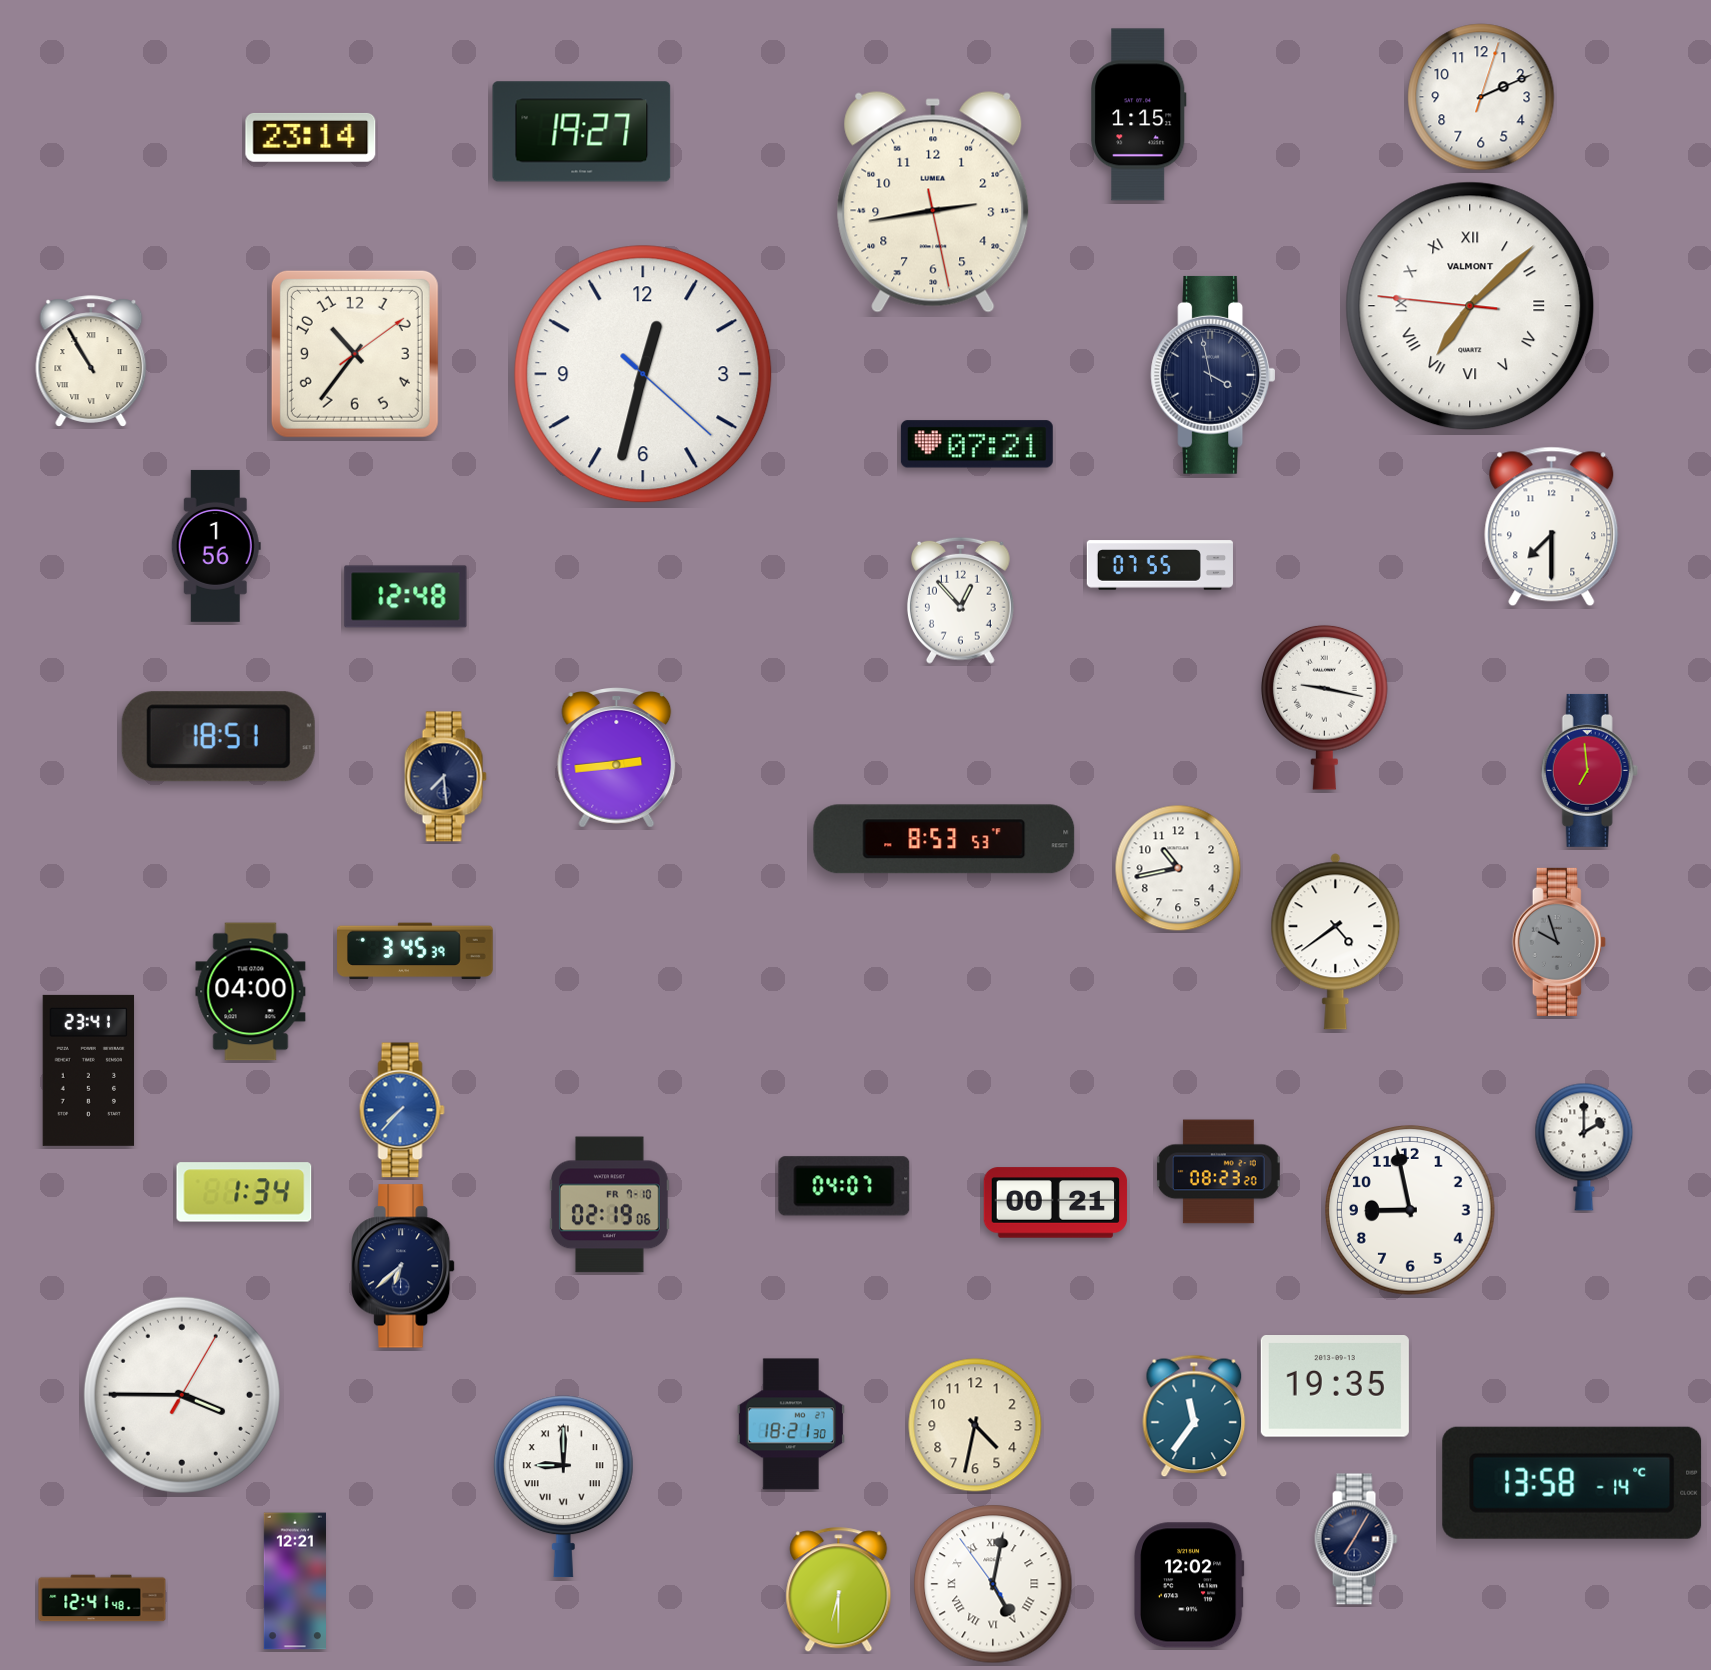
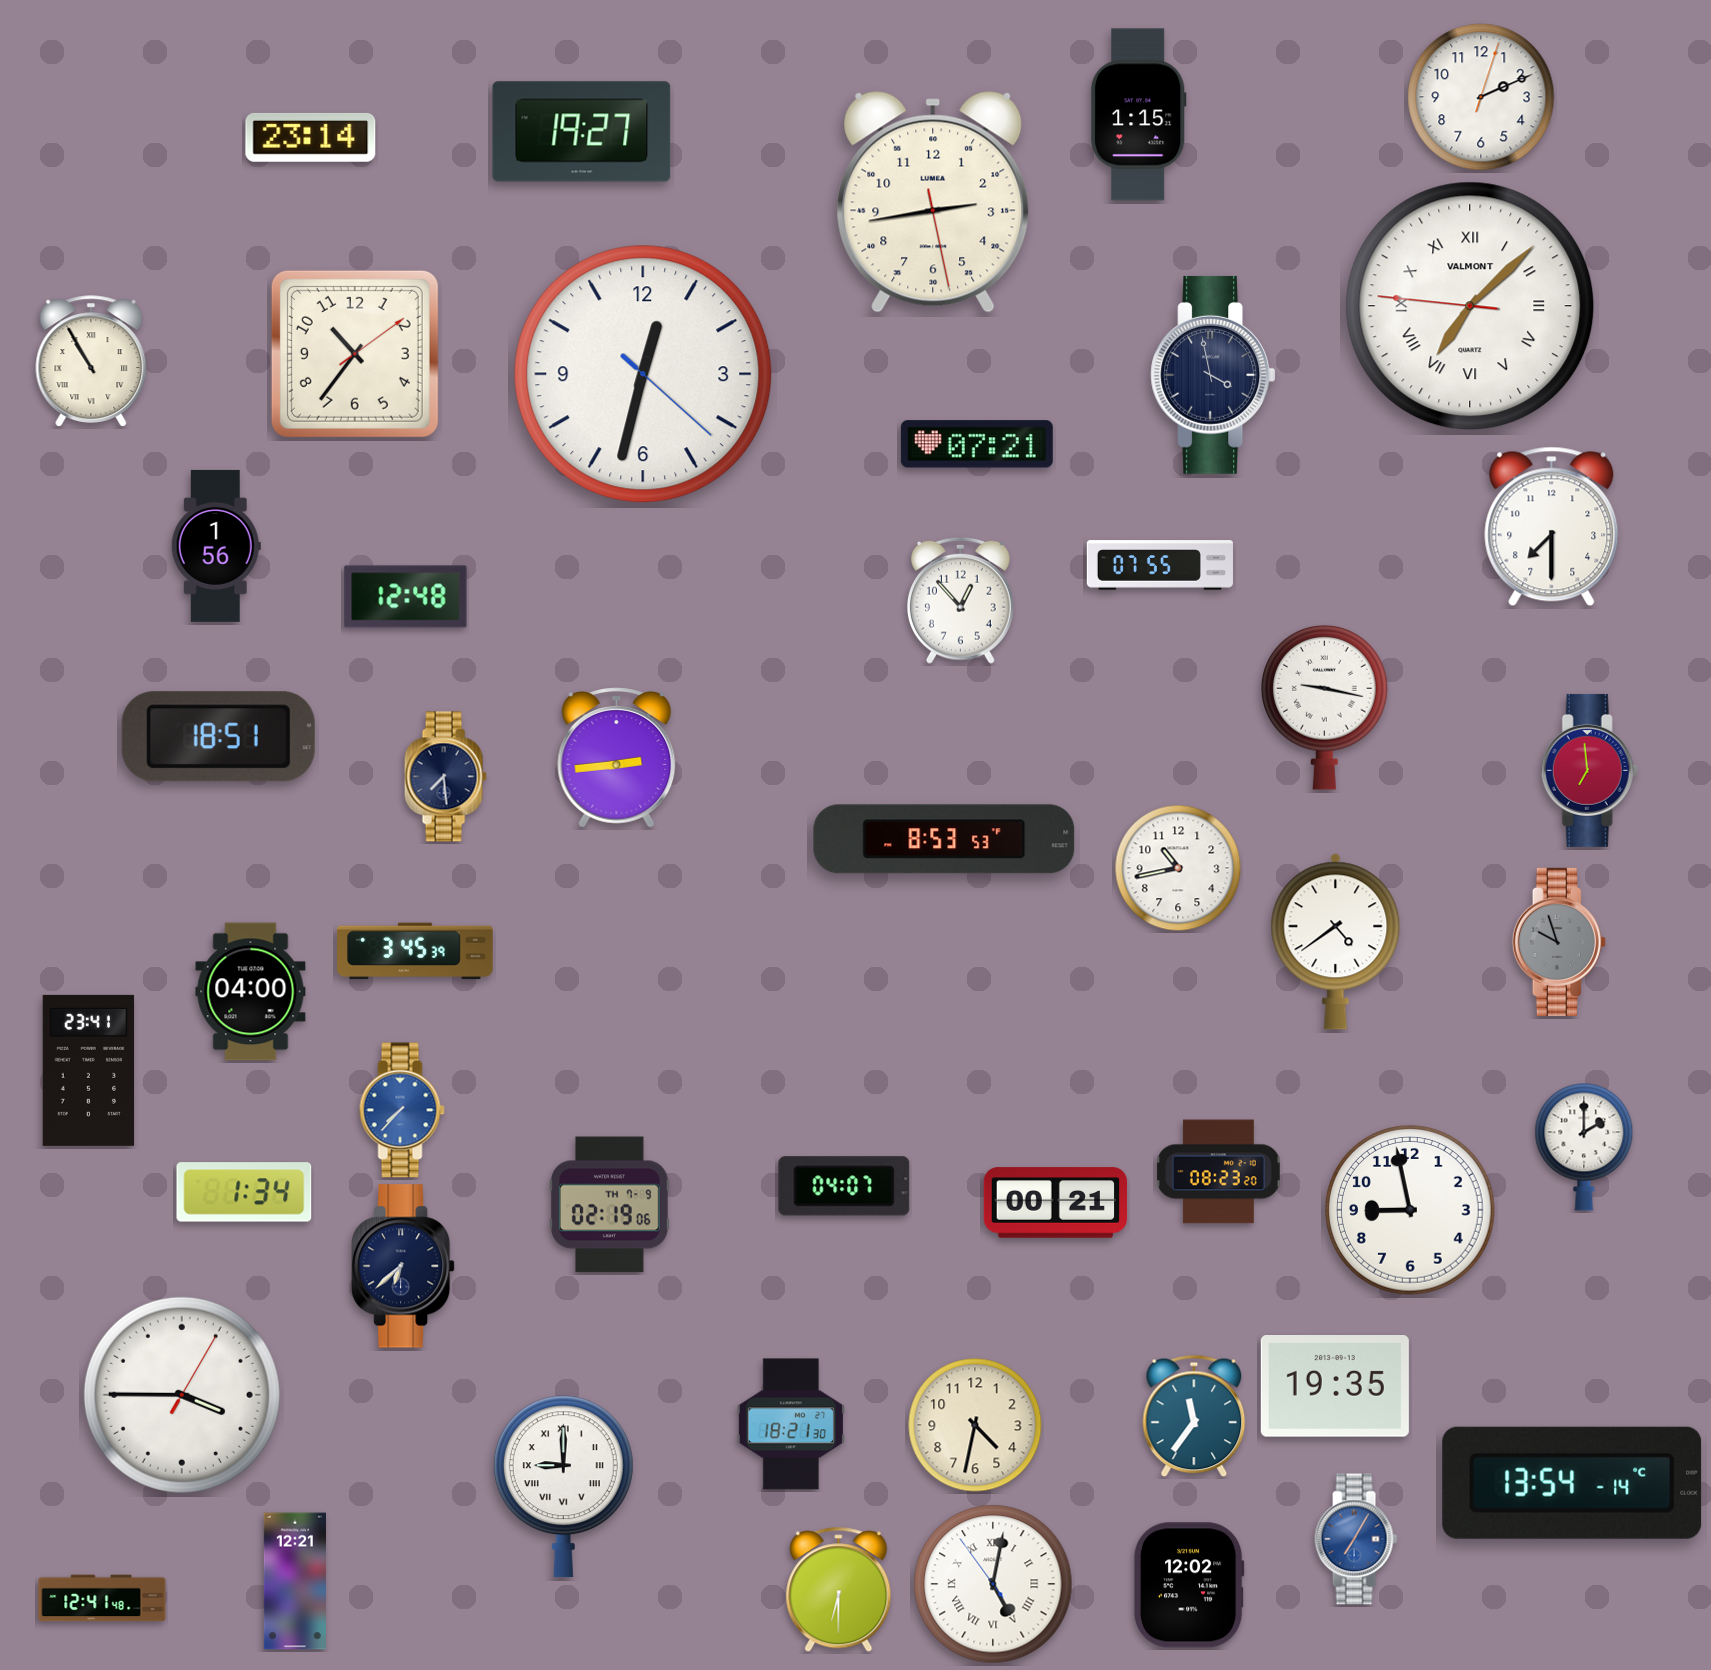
clock at (610, 1205) date: FR 7-10 -> TH 7-9
clock at (1572, 1483): 13:58 -> 13:54
clock at (1356, 1539) dial: navy -> blue
